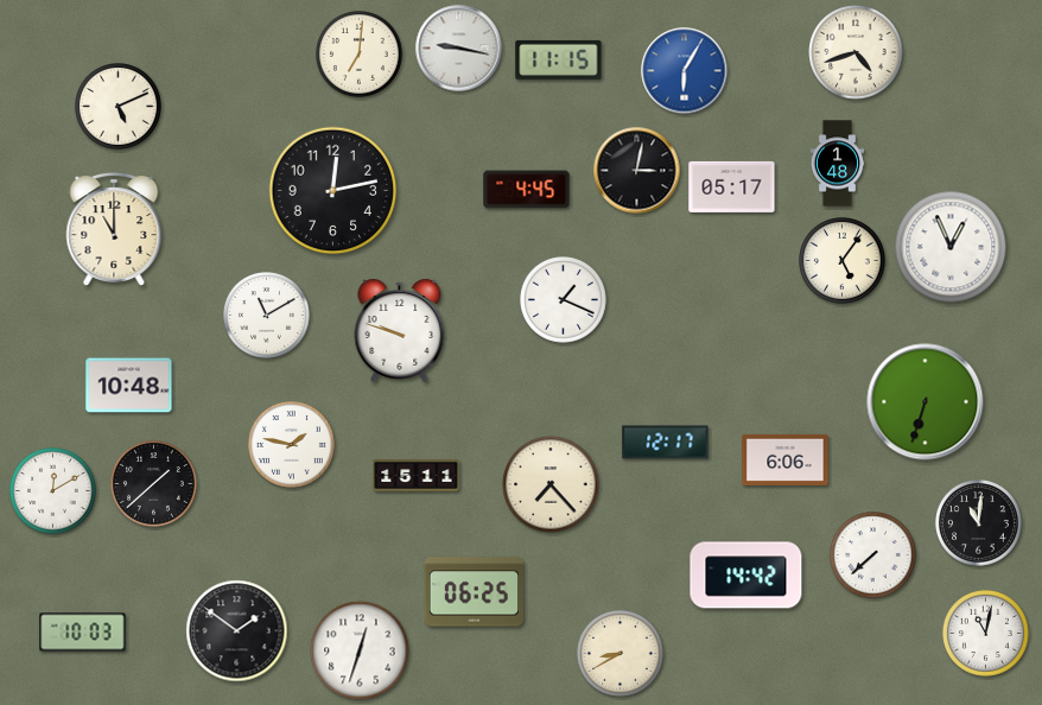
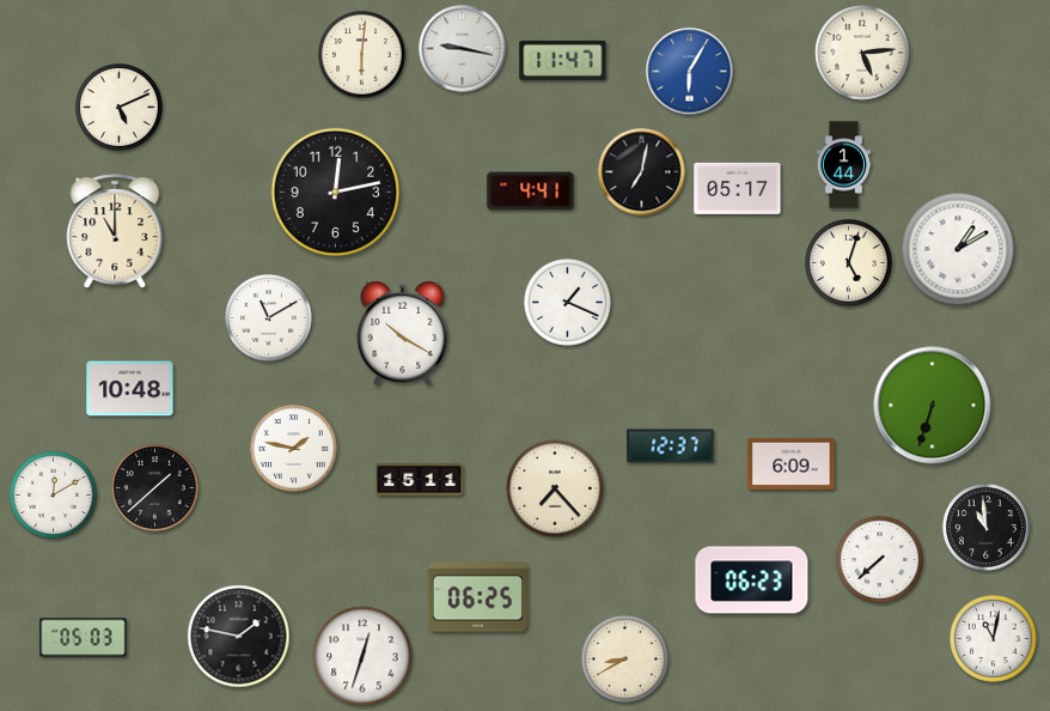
clock at (856, 52): 4:42 -> 5:14
clock at (360, 55): 7:01 -> 6:01
clock at (559, 59): 11:15 -> 11:47
clock at (838, 164): 1:48 -> 1:44
clock at (637, 171): 3:02 -> 7:02
clock at (527, 190): 4:45 -> 4:41
clock at (951, 247): 12:56 -> 1:10
clock at (843, 261): 5:06 -> 5:03
clock at (400, 330): 9:48 -> 10:20
clock at (666, 443): 12:17 -> 12:37
clock at (786, 459): 6:06 -> 6:09
clock at (979, 523): 11:01 -> 10:59
clock at (746, 576): 14:42 -> 06:23
clock at (237, 631): 1:51 -> 1:47
clock at (83, 633): 10:03 -> 05:03
